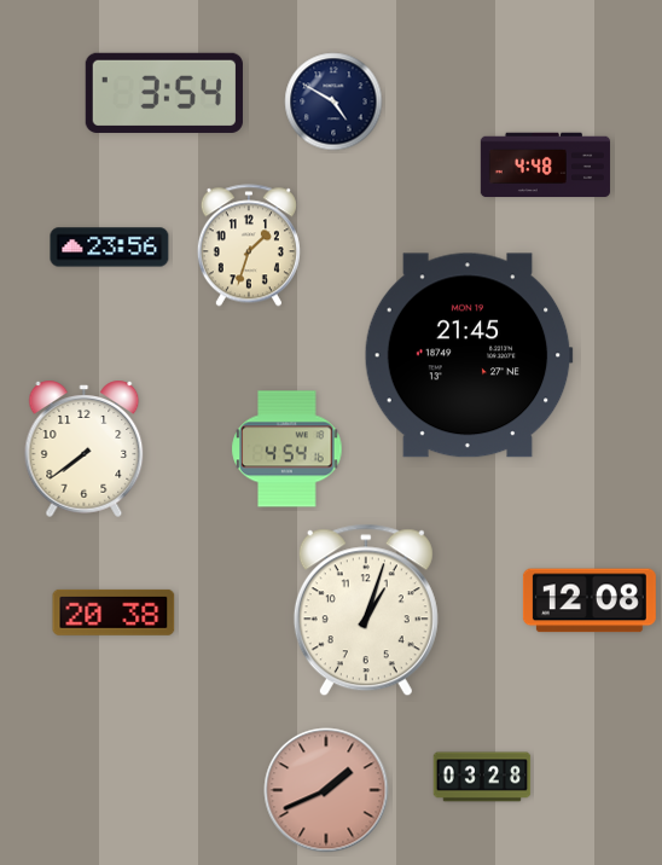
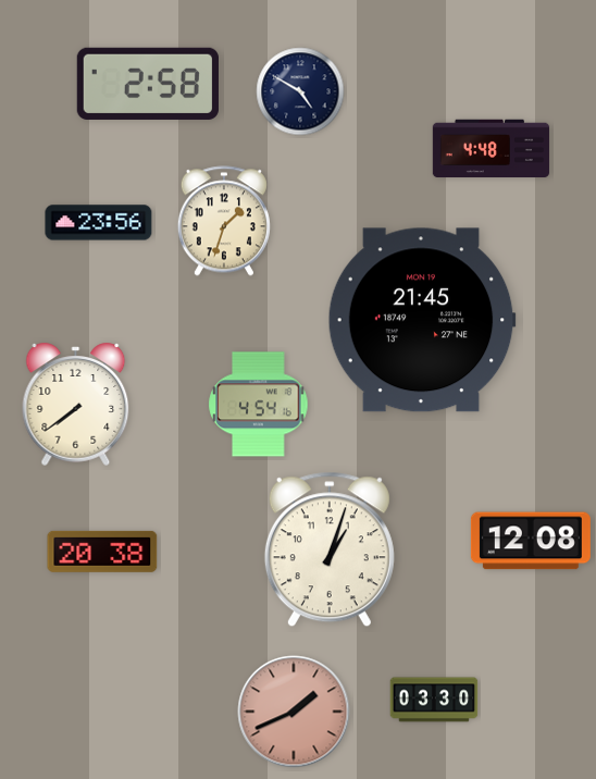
clock at (164, 93): 3:54 -> 2:58
clock at (482, 777): 03:28 -> 03:30
